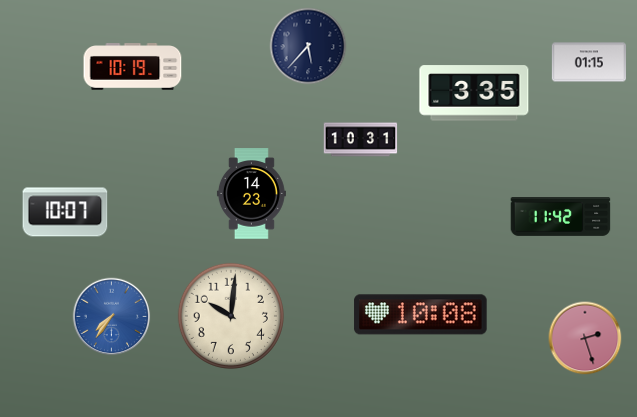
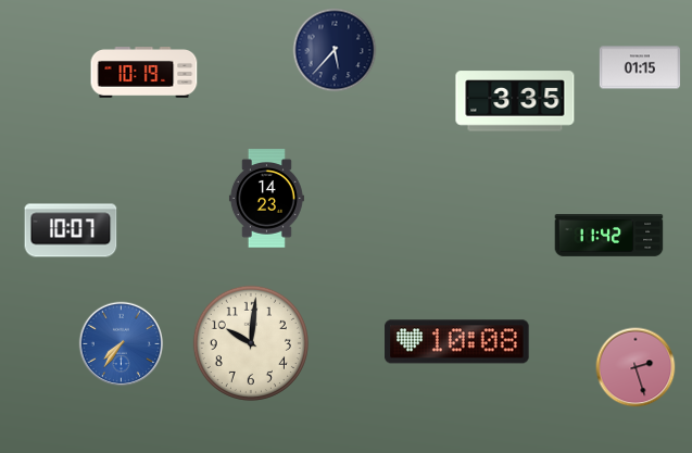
clock at (361, 140): 10:31 -> none
clock at (251, 194) position: (251, 194) -> (266, 199)
